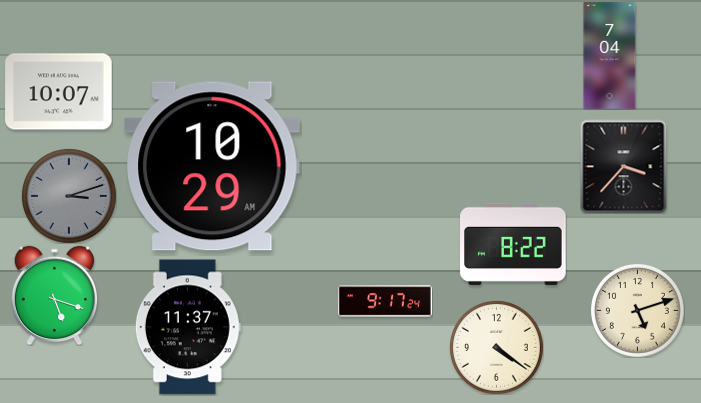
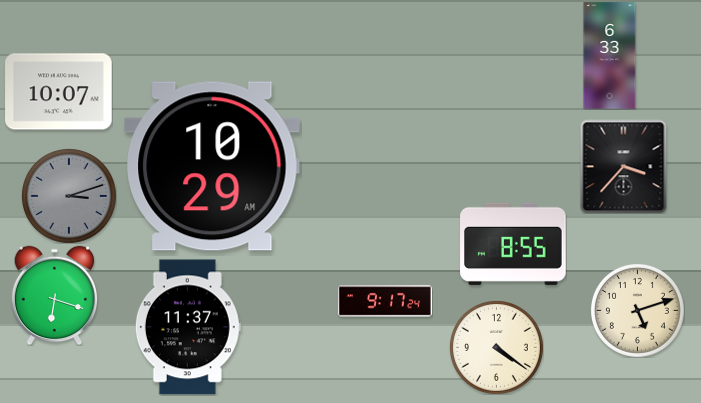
clock at (610, 56): 7:04 -> 6:33
clock at (513, 244): 8:22 -> 8:55
clock at (55, 295): 5:18 -> 6:18
